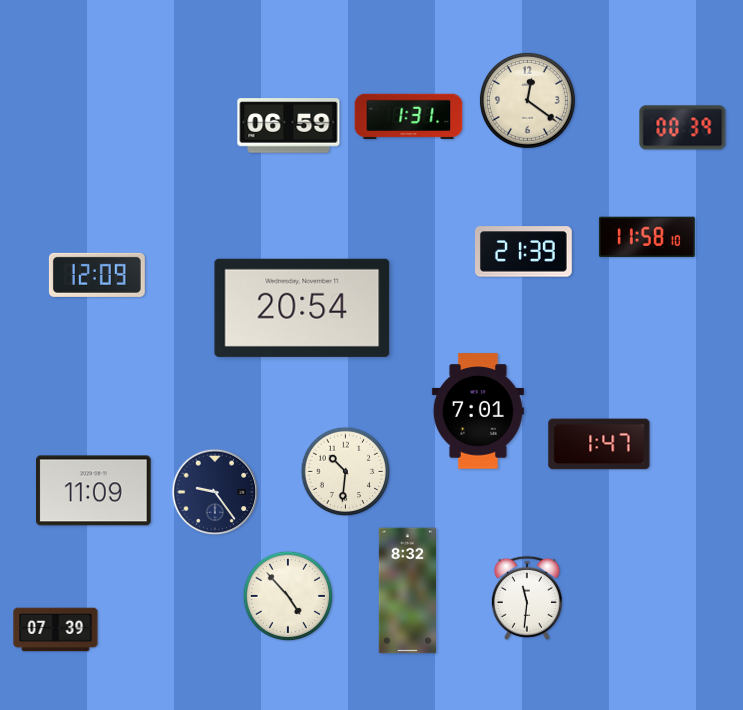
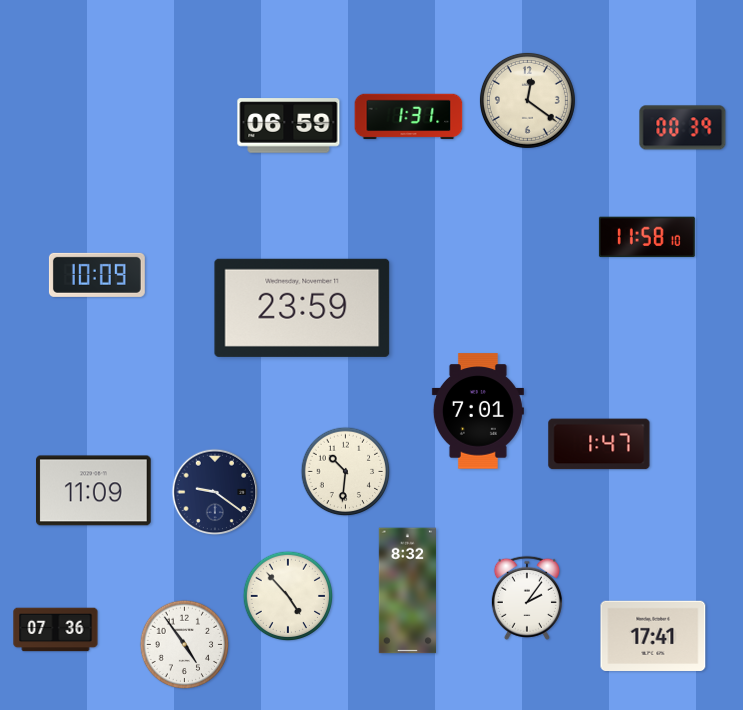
clock at (524, 252): 21:39 -> none
clock at (97, 275): 12:09 -> 10:09
clock at (302, 308): 20:54 -> 23:59
clock at (215, 492): 9:24 -> 9:21
clock at (527, 598): 11:31 -> 2:06
clock at (56, 630): 07:39 -> 07:36
clock at (653, 635): none -> 17:41
clock at (185, 645): none -> 4:54
